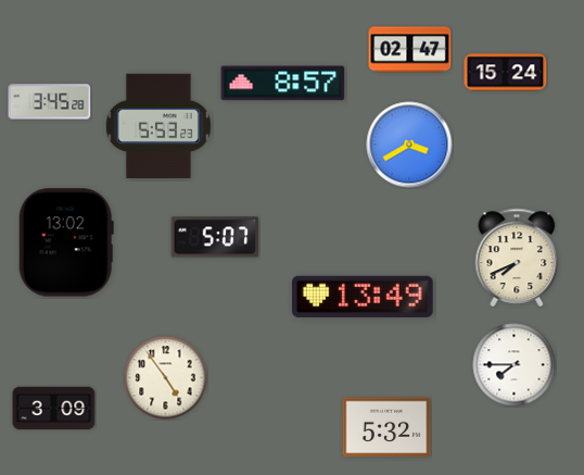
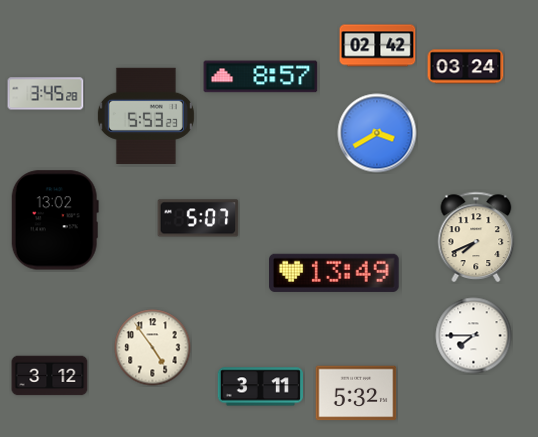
clock at (410, 50): 02:47 -> 02:42
clock at (506, 73): 15:24 -> 03:24
clock at (66, 242) position: (66, 242) -> (55, 220)
clock at (54, 409): 3:09 -> 3:12
clock at (260, 387): none -> 3:11
